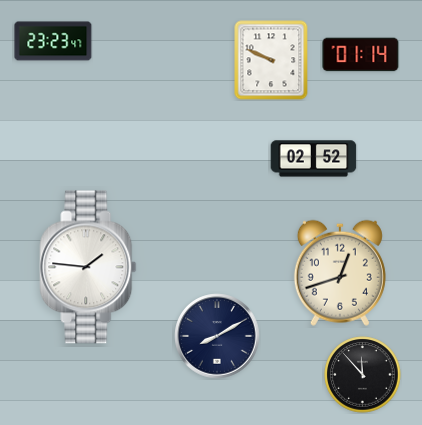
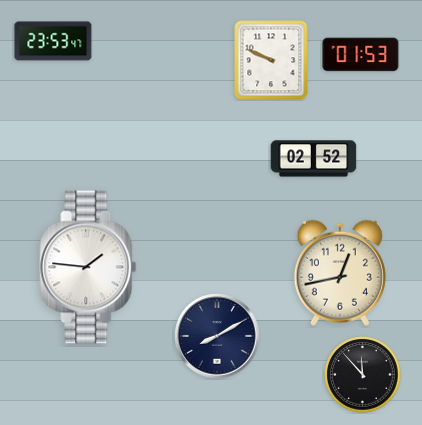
clock at (53, 41): 23:23 -> 23:53
clock at (361, 55): 01:14 -> 01:53
clock at (340, 273): 12:42 -> 12:43
